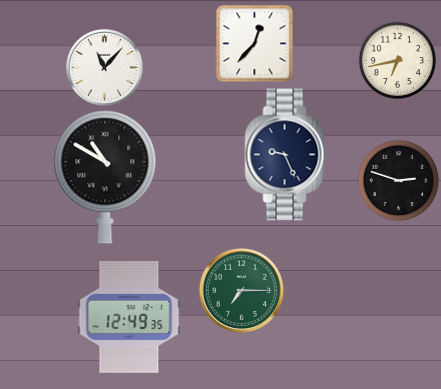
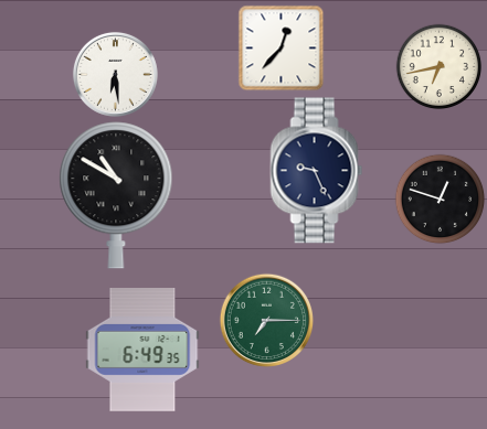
clock at (104, 67): 11:07 -> 6:29
clock at (398, 180): 2:48 -> 12:48
clock at (129, 318): 12:49 -> 6:49
